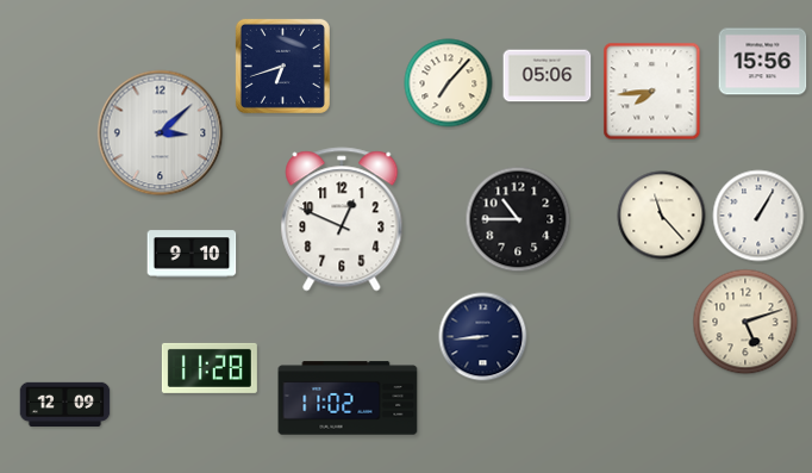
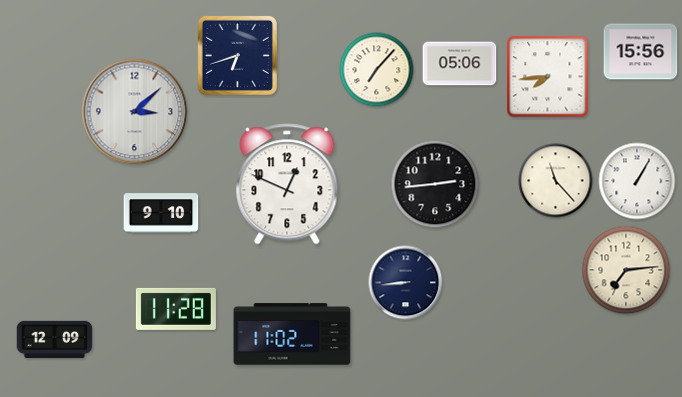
clock at (518, 219): 10:45 -> 2:44
clock at (745, 322): 5:12 -> 7:14
